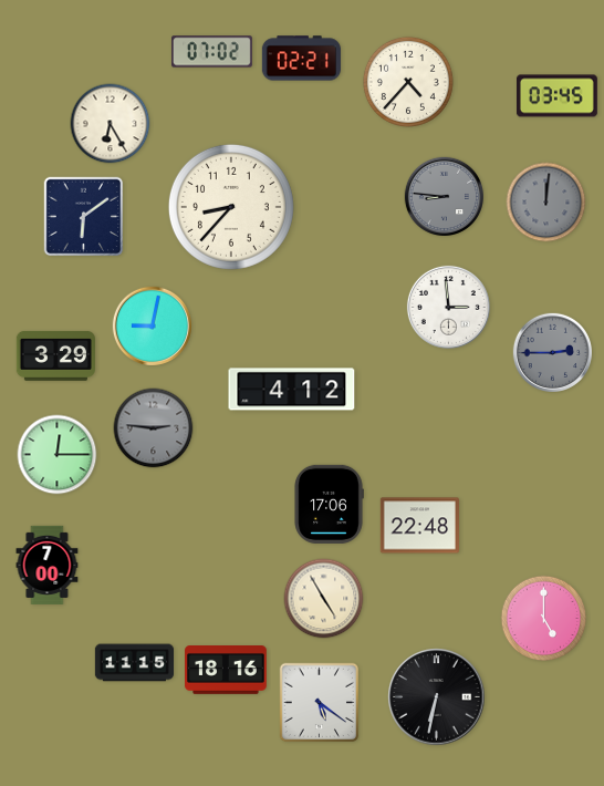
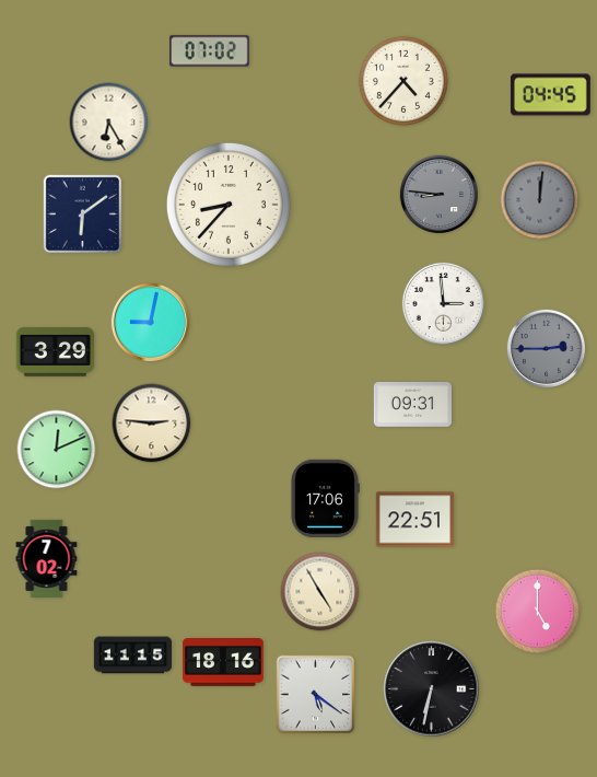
clock at (301, 59): 02:21 -> none
clock at (556, 96): 03:45 -> 04:45
clock at (292, 390): 4:12 -> none
clock at (412, 405): none -> 09:31
clock at (154, 428) dial: grey -> cream
clock at (58, 455): 12:15 -> 12:11
clock at (419, 526): 22:48 -> 22:51
clock at (48, 565): 7:00 -> 7:02
